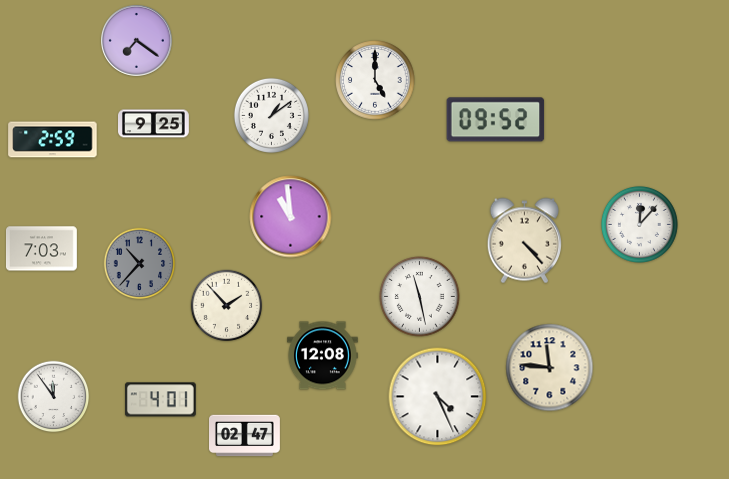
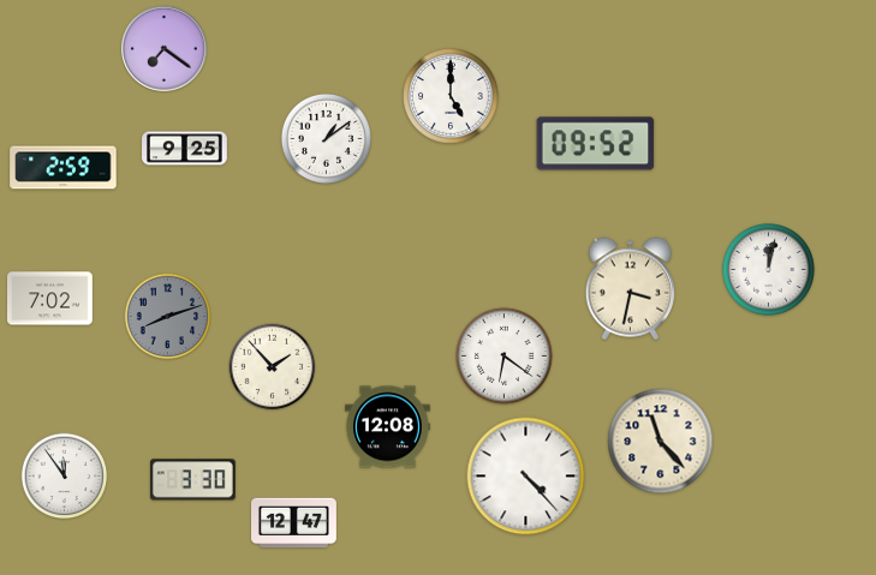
clock at (291, 217): 10:59 -> none
clock at (639, 224): 12:07 -> 12:02
clock at (524, 241): 4:23 -> 3:32
clock at (41, 249): 7:03 -> 7:02
clock at (140, 264): 10:37 -> 8:12
clock at (420, 297): 11:28 -> 6:21
clock at (550, 368): 11:46 -> 11:23
clock at (438, 397): 4:26 -> 4:23
clock at (160, 400): 4:01 -> 3:30
clock at (245, 436): 02:47 -> 12:47
